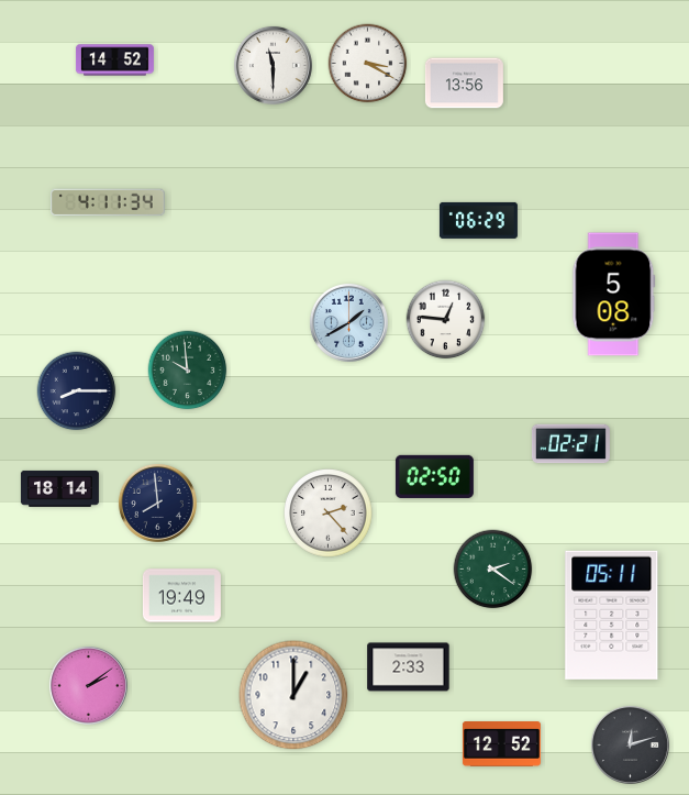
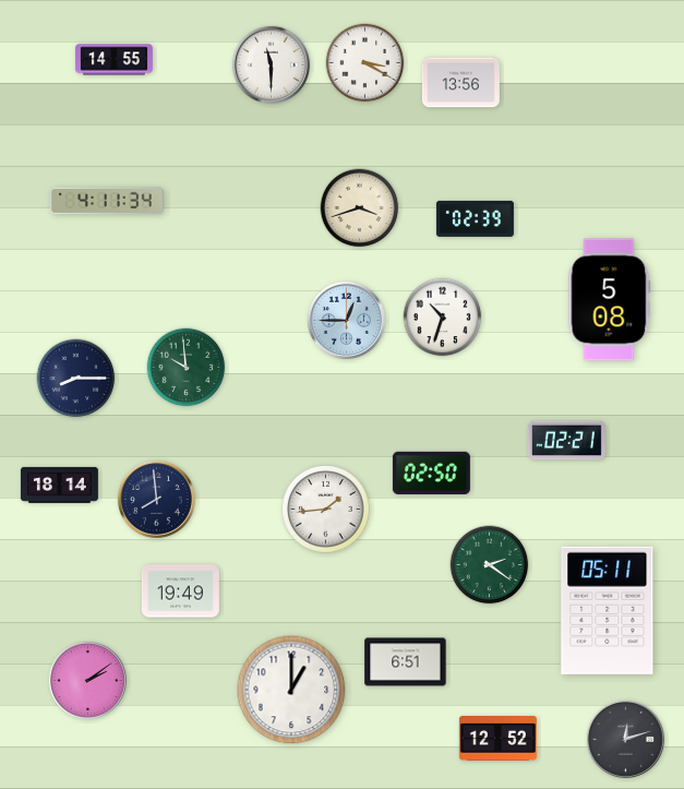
clock at (114, 60): 14:52 -> 14:55
clock at (360, 208): none -> 3:42
clock at (478, 220): 06:29 -> 02:39
clock at (614, 295) position: (614, 295) -> (610, 300)
clock at (446, 320): 12:46 -> 10:33
clock at (348, 322): 1:40 -> 12:45
clock at (77, 391) position: (77, 391) -> (76, 379)
clock at (329, 514): 2:23 -> 1:44
clock at (409, 667): 2:33 -> 6:51
